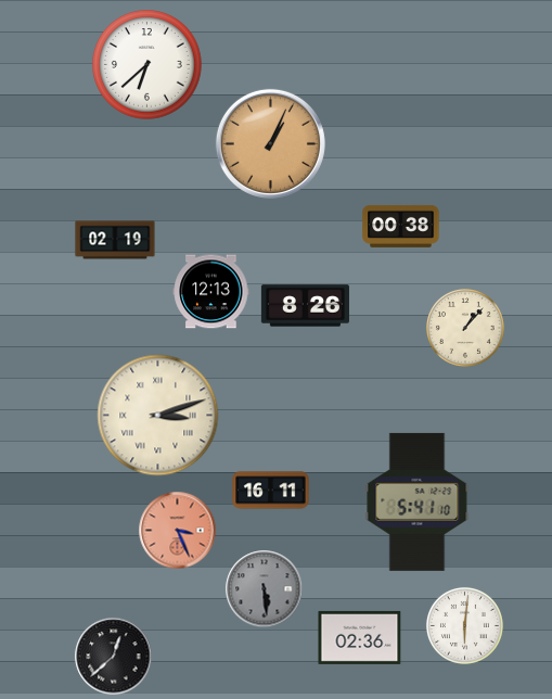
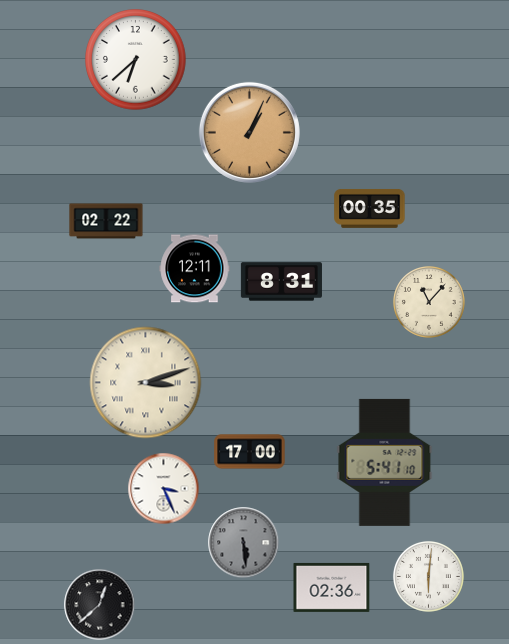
clock at (401, 226): 00:38 -> 00:35
clock at (115, 240): 02:19 -> 02:22
clock at (211, 292): 12:13 -> 12:11
clock at (305, 306): 8:26 -> 8:31
clock at (466, 329): 1:07 -> 11:07
clock at (271, 491): 16:11 -> 17:00
clock at (178, 531) dial: salmon -> white
clock at (114, 657) position: (114, 657) -> (100, 605)
